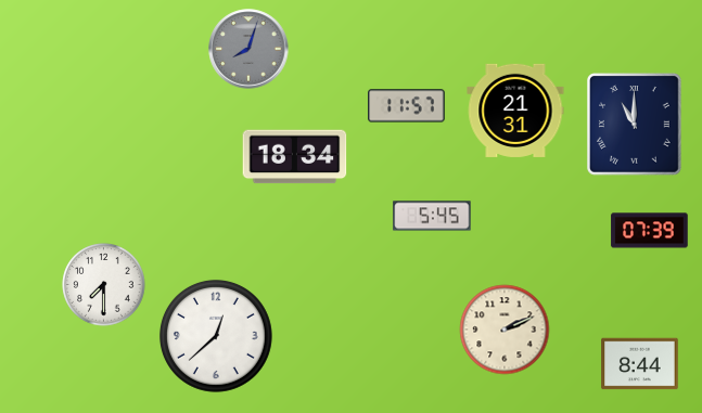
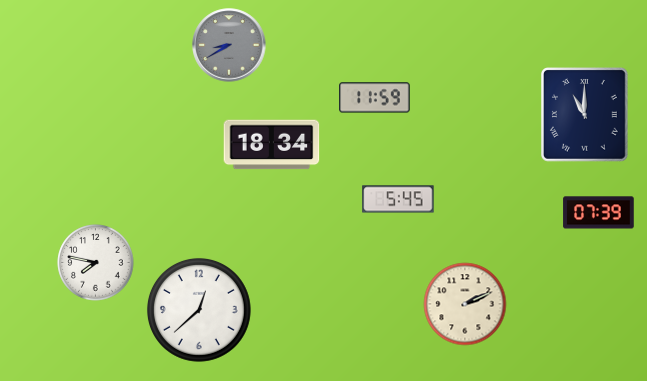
clock at (248, 49): 8:03 -> 8:40
clock at (407, 106): 11:57 -> 11:59
clock at (515, 111): 21:31 -> none
clock at (104, 285): 7:30 -> 7:47
clock at (640, 364): 8:44 -> none
